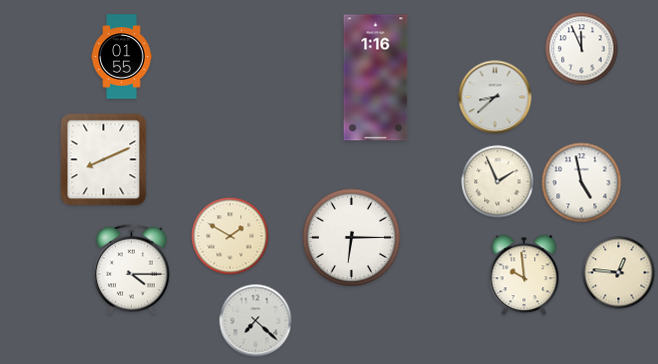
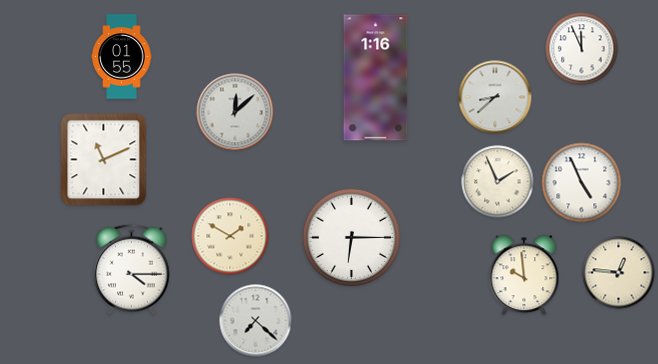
clock at (235, 112): none -> 12:08
clock at (104, 160): 8:11 -> 11:11
clock at (582, 183): 4:58 -> 4:56
